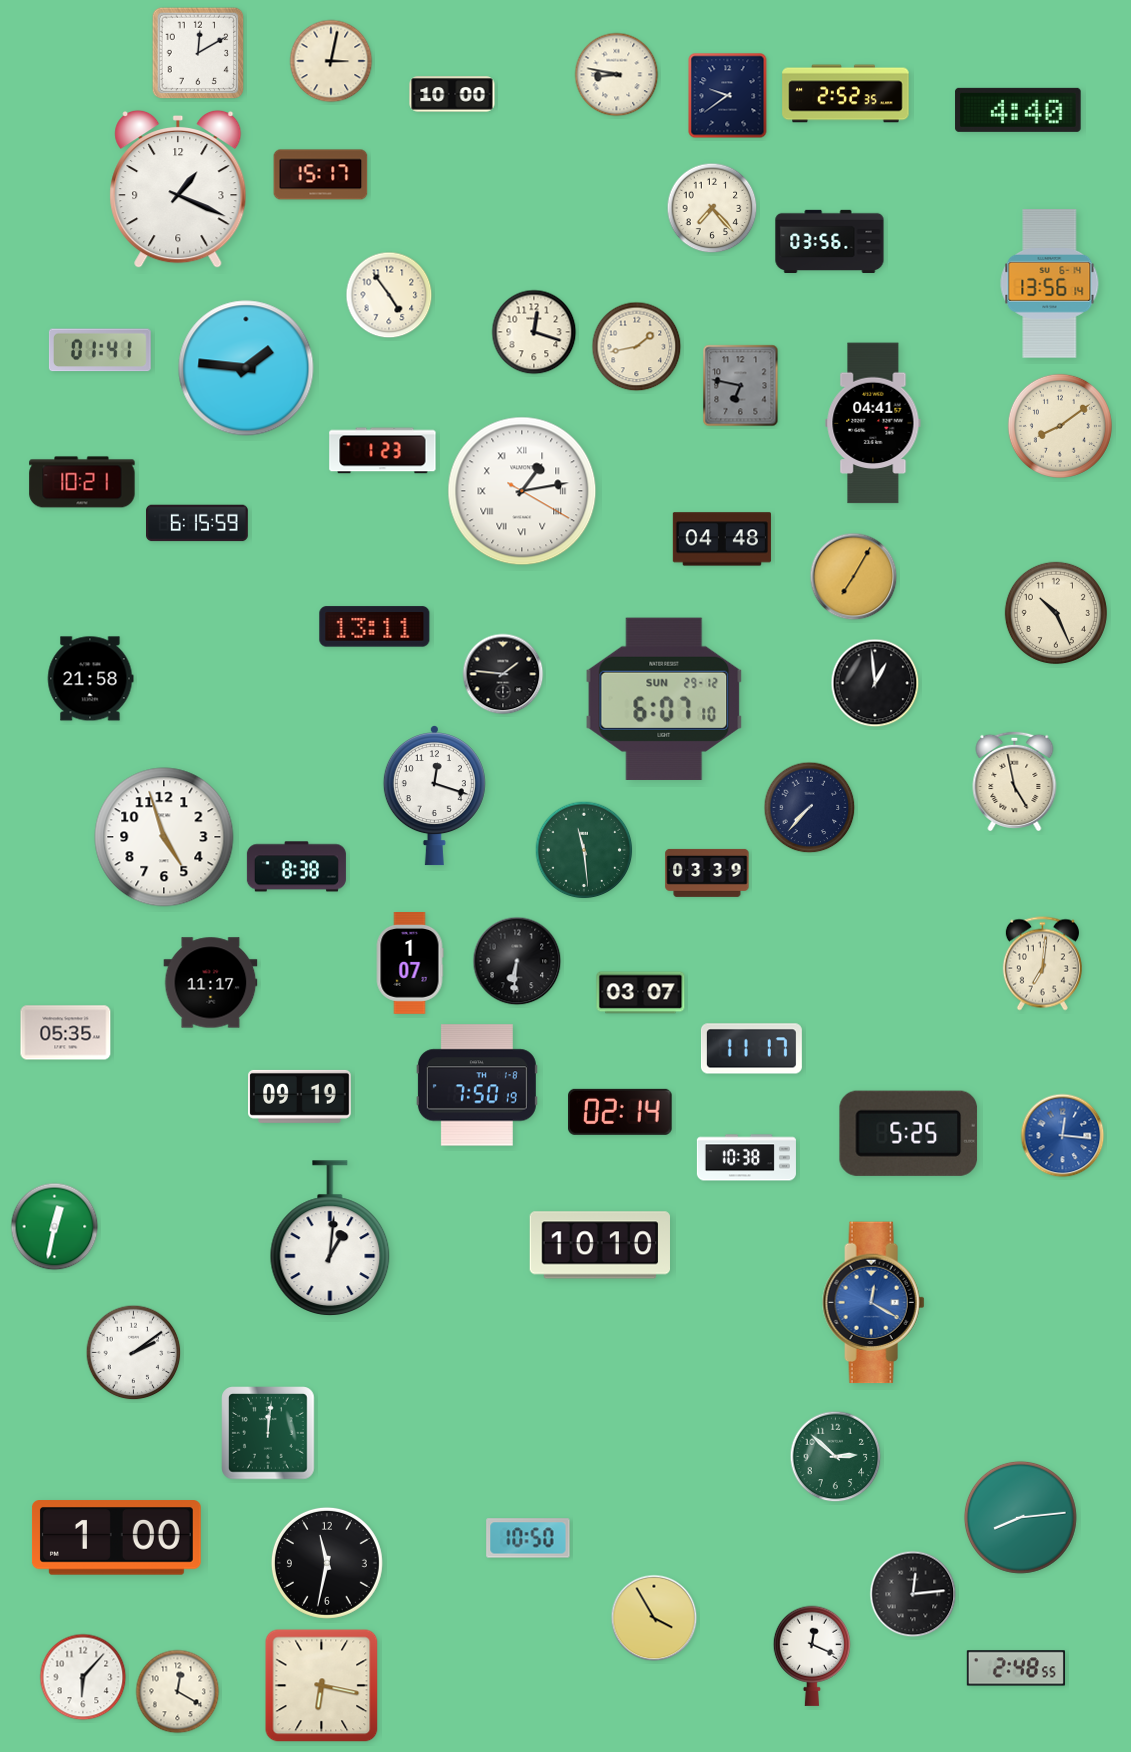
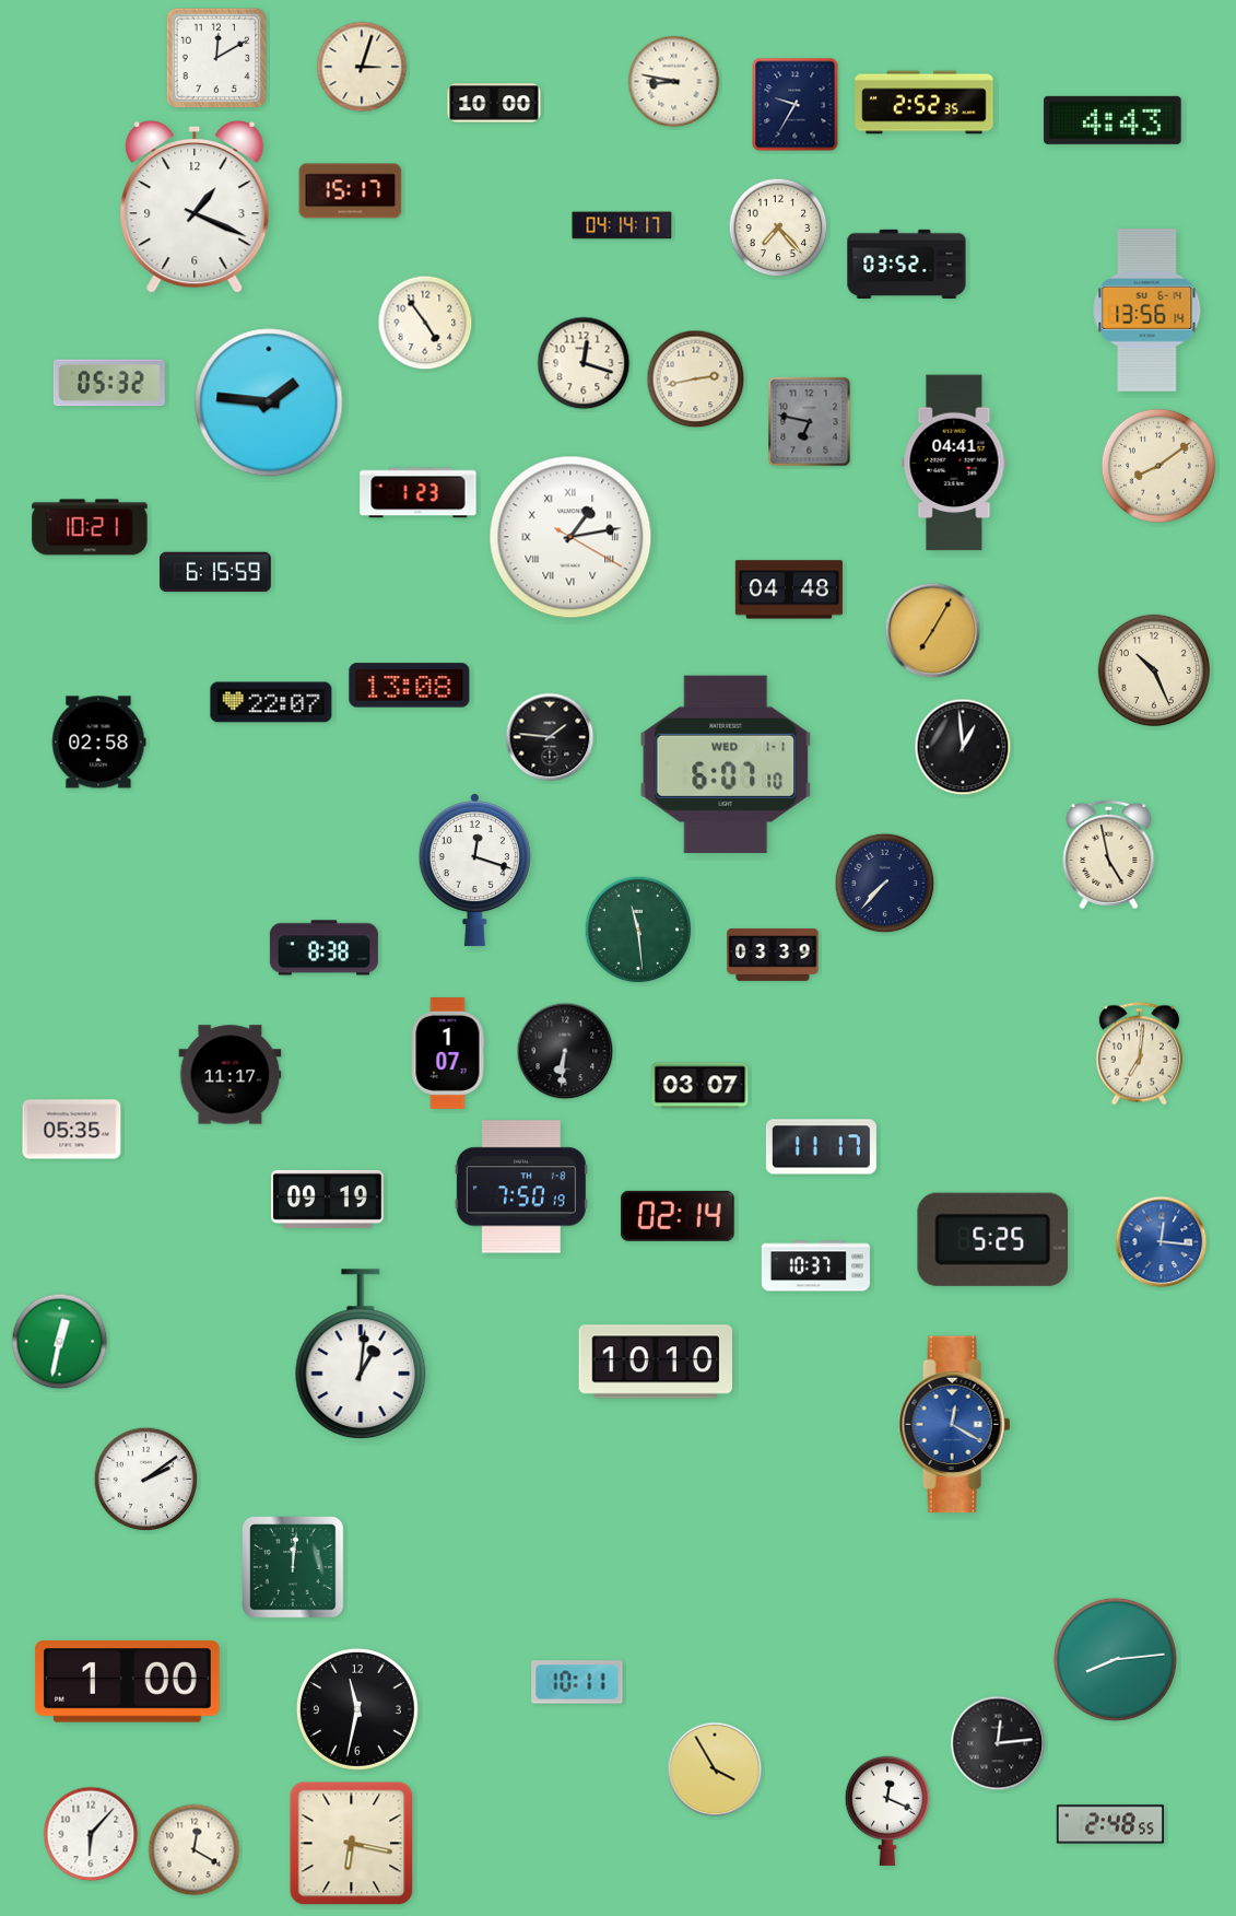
clock at (331, 61): 3:02 -> 3:03
clock at (728, 96): 9:39 -> 9:35
clock at (1018, 110): 4:40 -> 4:43
clock at (622, 225): none -> 04:14
clock at (830, 241): 03:56 -> 03:52
clock at (637, 347): 1:43 -> 2:43
clock at (100, 350): 01:41 -> 05:32
clock at (375, 627): 13:11 -> 13:08
clock at (271, 702): none -> 22:07
clock at (90, 679): 21:58 -> 02:58
clock at (875, 683) position: (875, 683) -> (963, 747)
clock at (664, 699) date: SUN 29-12 -> WED 1-1
clock at (164, 837): 4:57 -> none
clock at (746, 1158): 10:38 -> 10:37
clock at (836, 1457): 2:52 -> none
clock at (528, 1538): 10:50 -> 10:11
